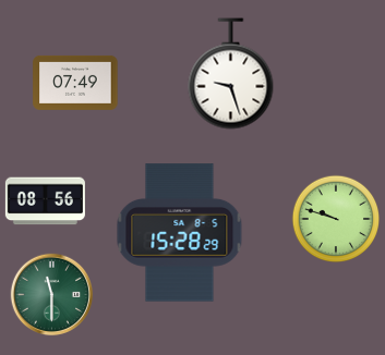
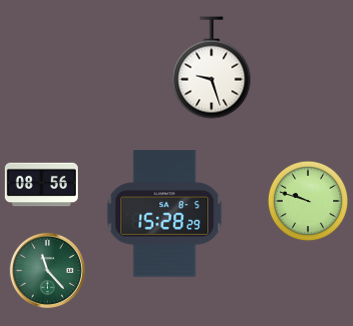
clock at (75, 83): 07:49 -> none
clock at (52, 295): 11:30 -> 11:23
